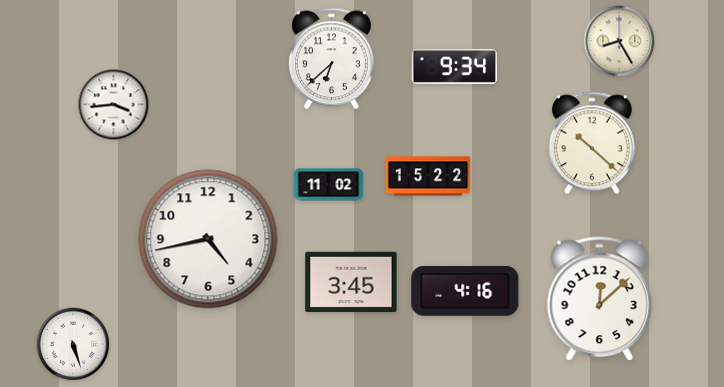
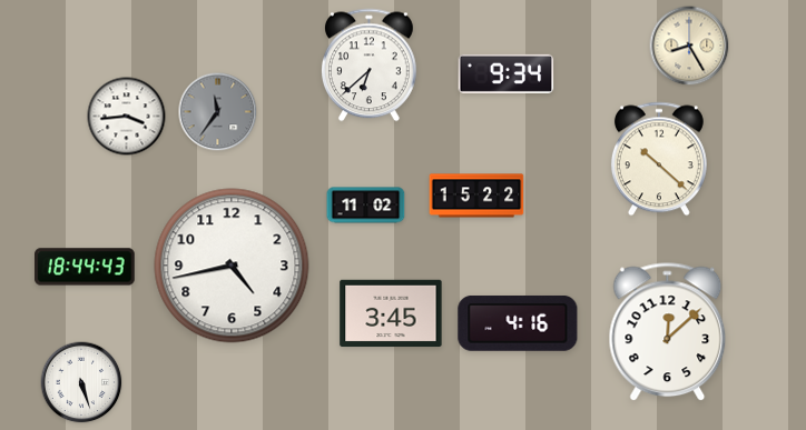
clock at (218, 112): none -> 11:36
clock at (85, 267): none -> 18:44
